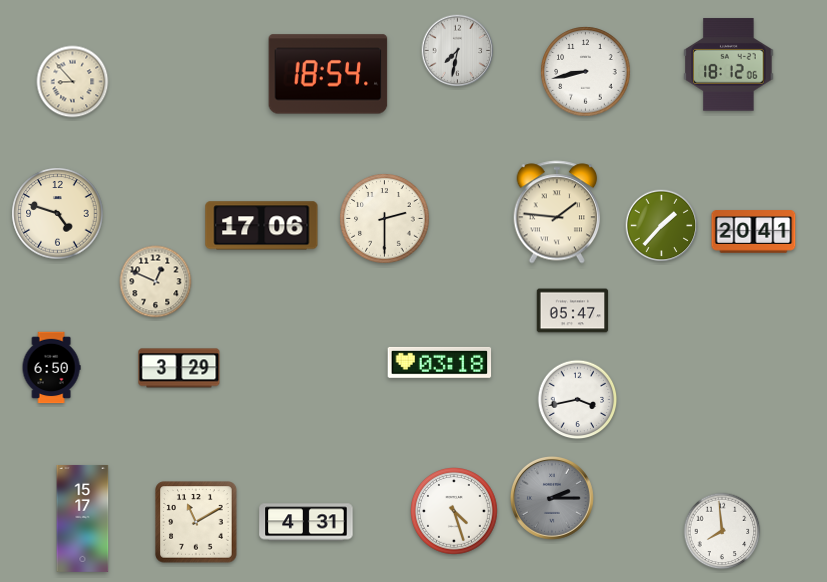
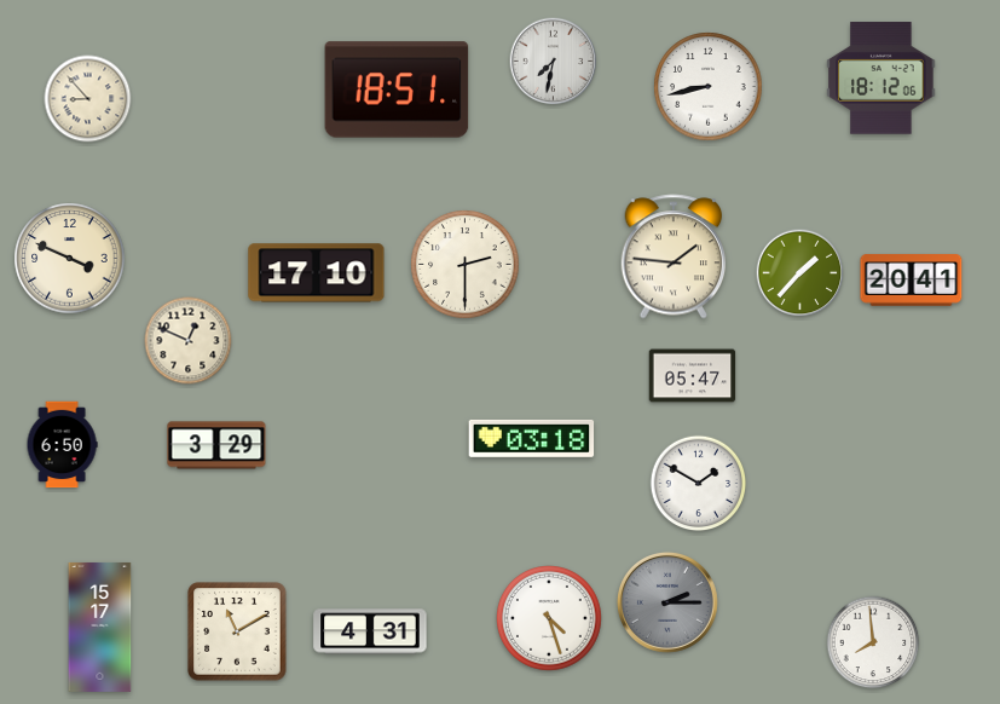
clock at (328, 74): 18:54 -> 18:51
clock at (58, 214): 4:48 -> 3:49
clock at (262, 226): 17:06 -> 17:10
clock at (578, 400): 3:43 -> 1:50
